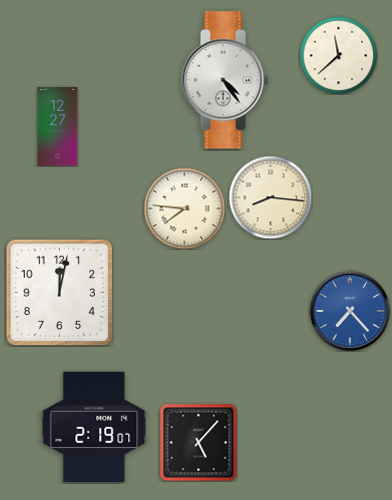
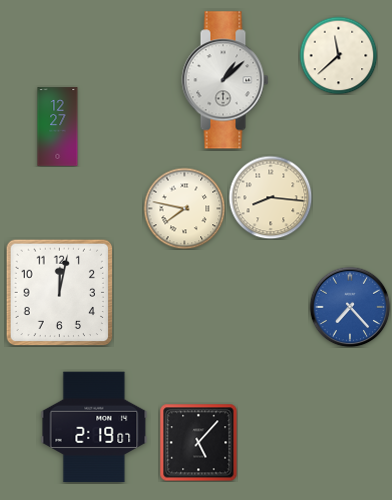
clock at (225, 80): 4:24 -> 1:08
clock at (184, 208): 7:46 -> 7:47
clock at (350, 311) position: (350, 311) -> (350, 307)
